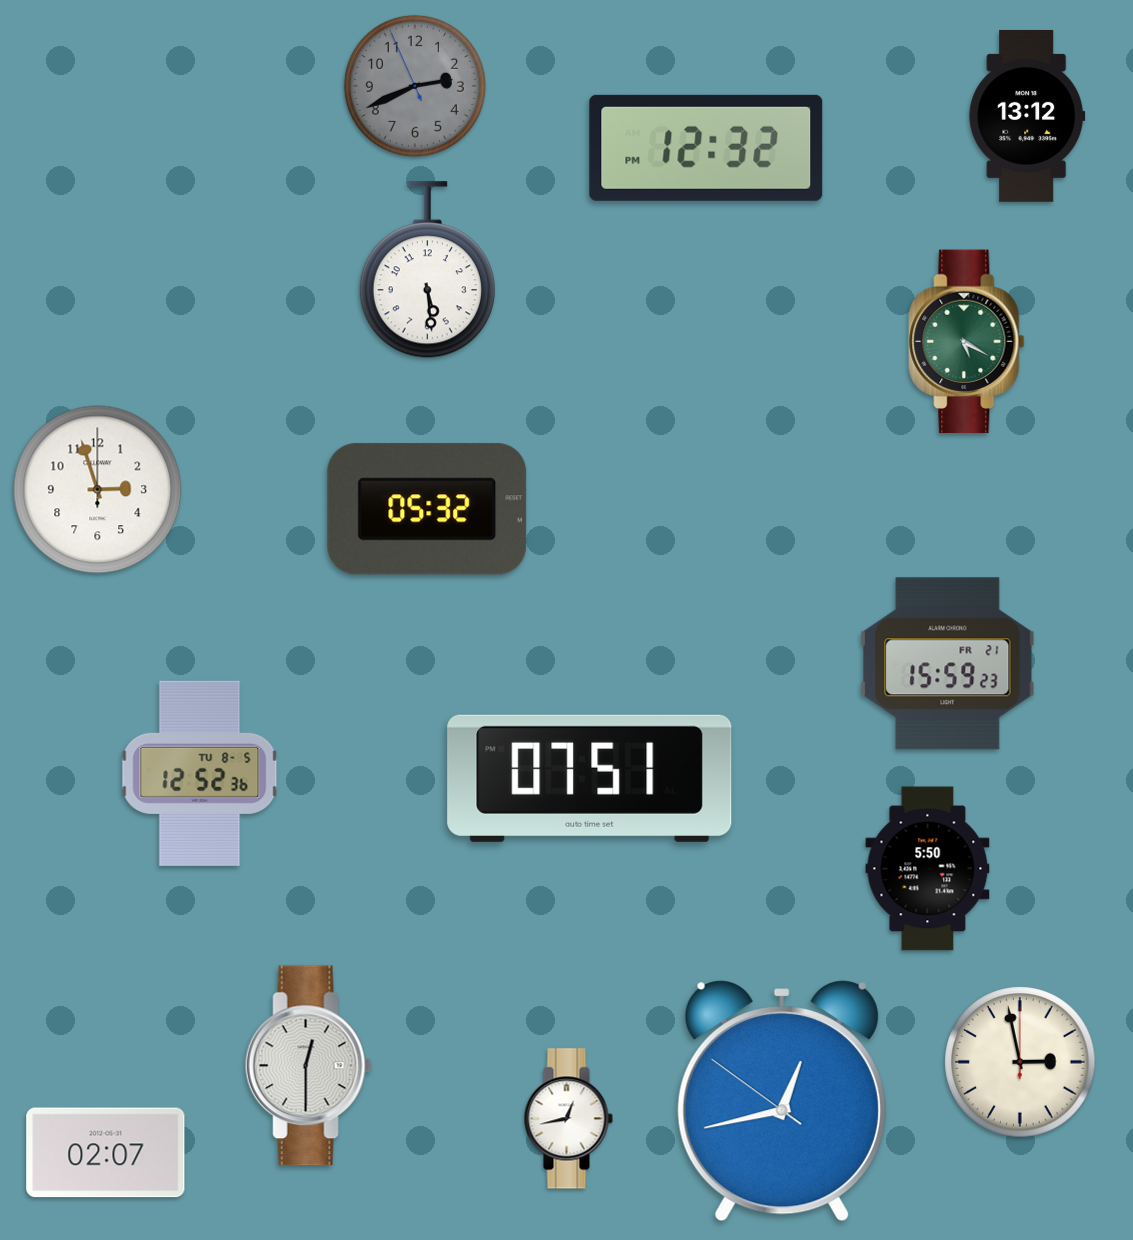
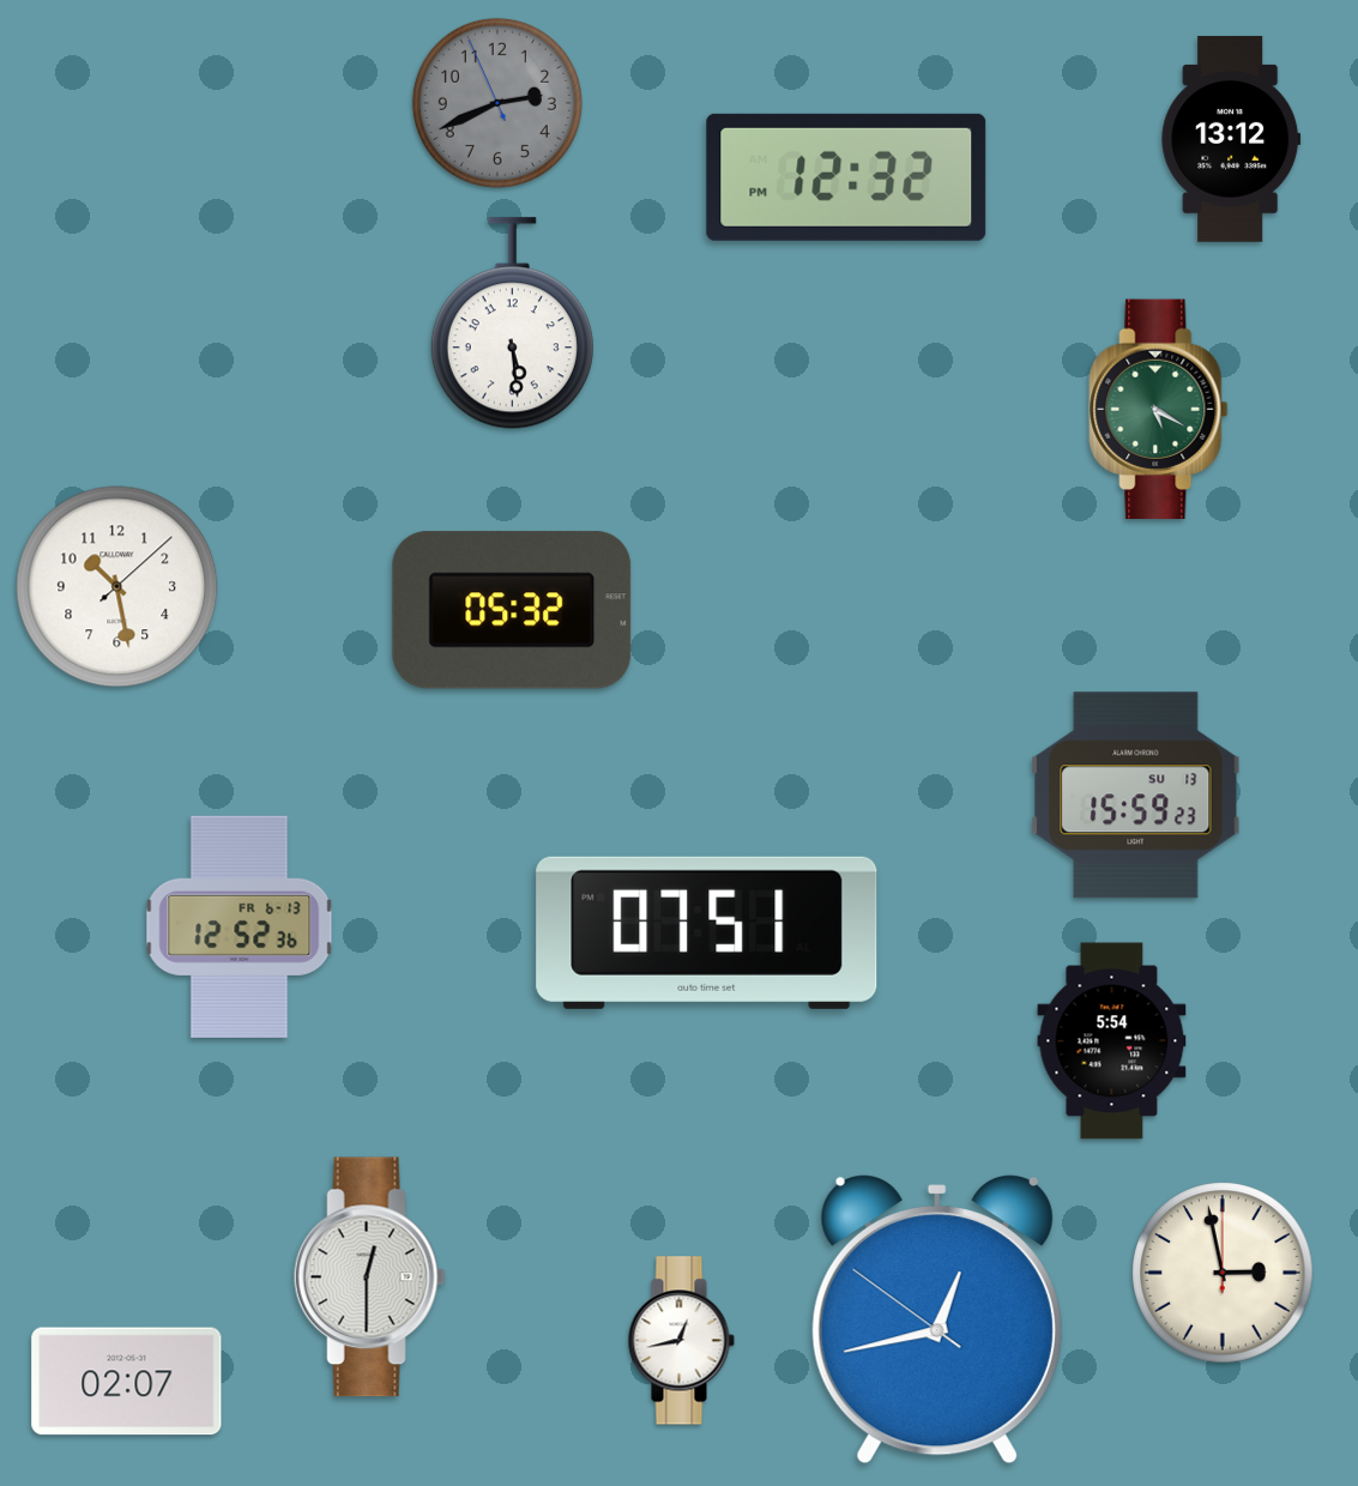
clock at (98, 490): 2:57 -> 10:28
clock at (948, 664) date: FR 21 -> SU 13
clock at (200, 773) date: TU 8-5 -> FR 6-13
clock at (928, 869): 5:50 -> 5:54
